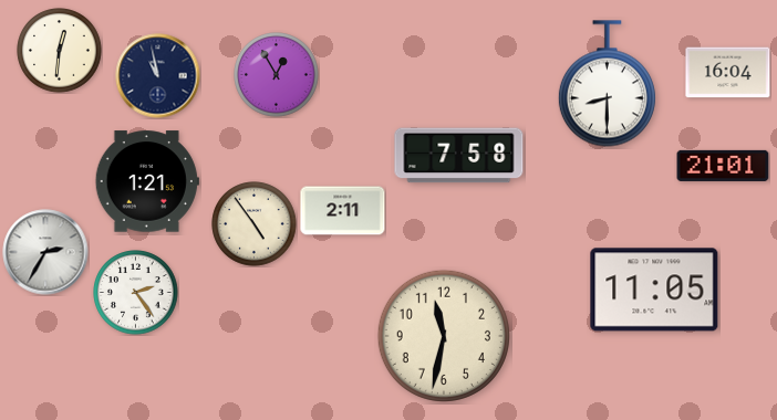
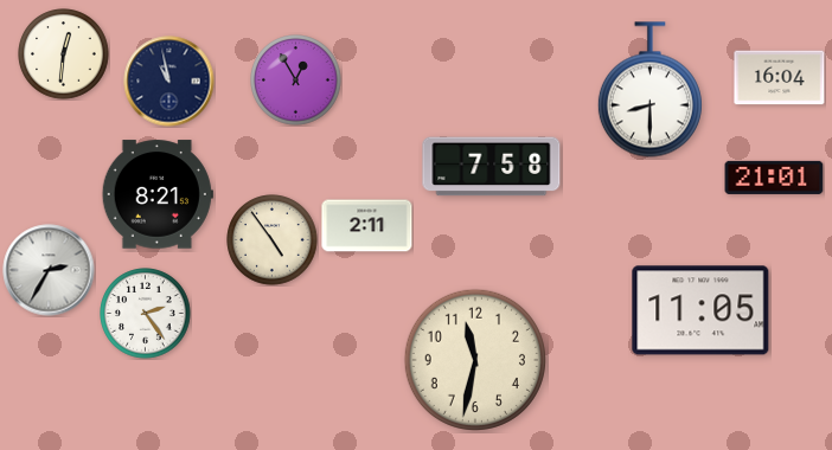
clock at (147, 181): 1:21 -> 8:21
